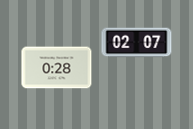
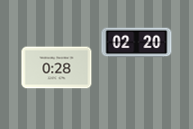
clock at (137, 43): 02:07 -> 02:20
